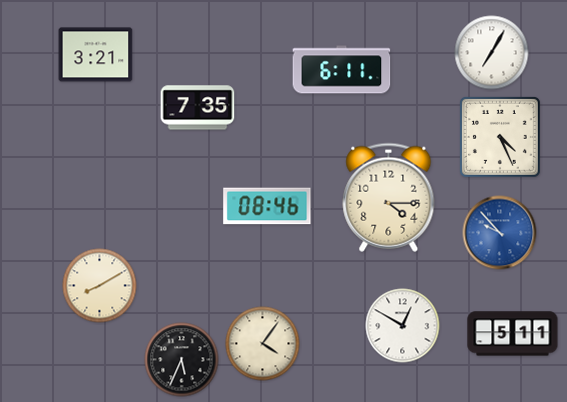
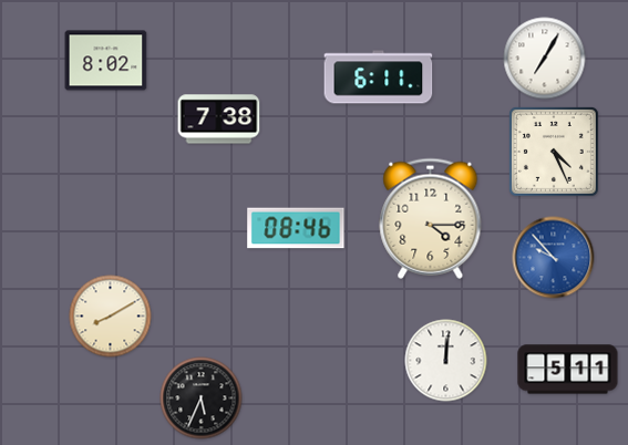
clock at (96, 55): 3:21 -> 8:02
clock at (198, 108): 7:35 -> 7:38
clock at (403, 326): 12:50 -> 12:01
clock at (263, 344): 4:06 -> none
